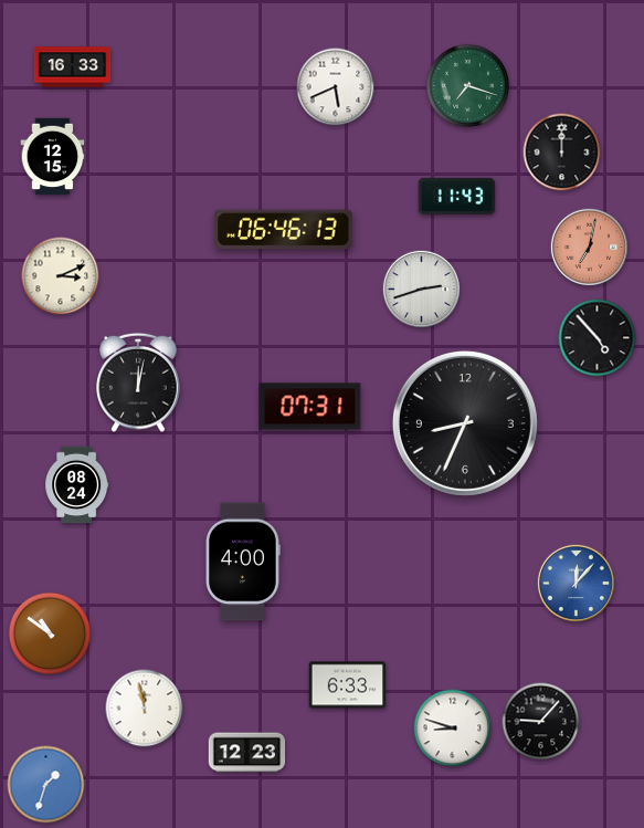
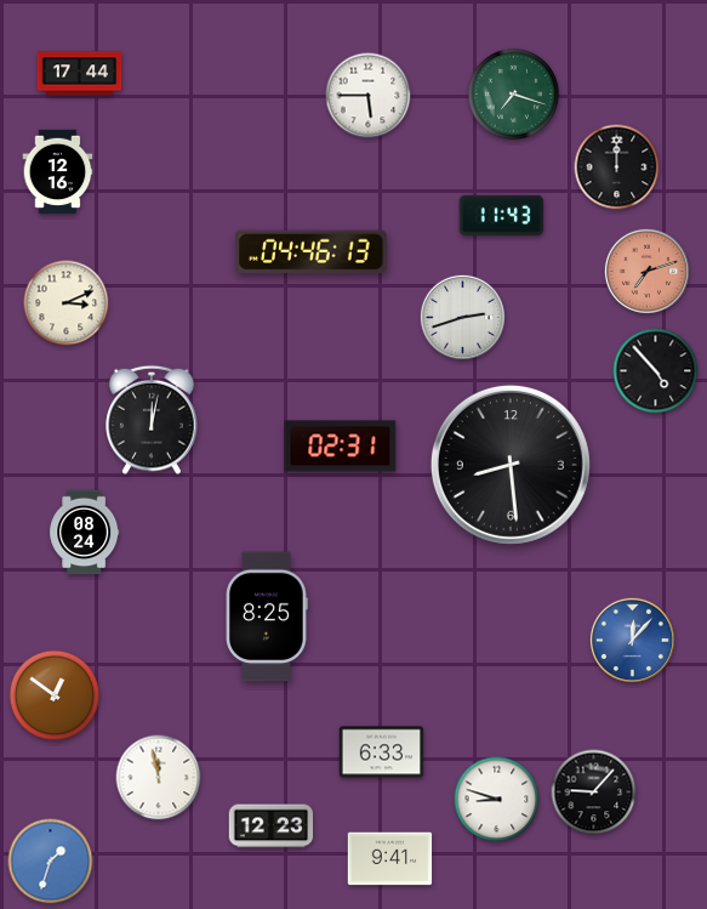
clock at (73, 67): 16:33 -> 17:44
clock at (336, 87): 5:41 -> 5:45
clock at (53, 157): 12:15 -> 12:16
clock at (284, 230): 06:46 -> 04:46
clock at (589, 247): 7:02 -> 7:12
clock at (310, 407): 07:31 -> 02:31
clock at (465, 423): 8:34 -> 8:29
clock at (243, 562): 4:00 -> 8:25
clock at (49, 632): 10:51 -> 12:51
clock at (390, 859): none -> 9:41
